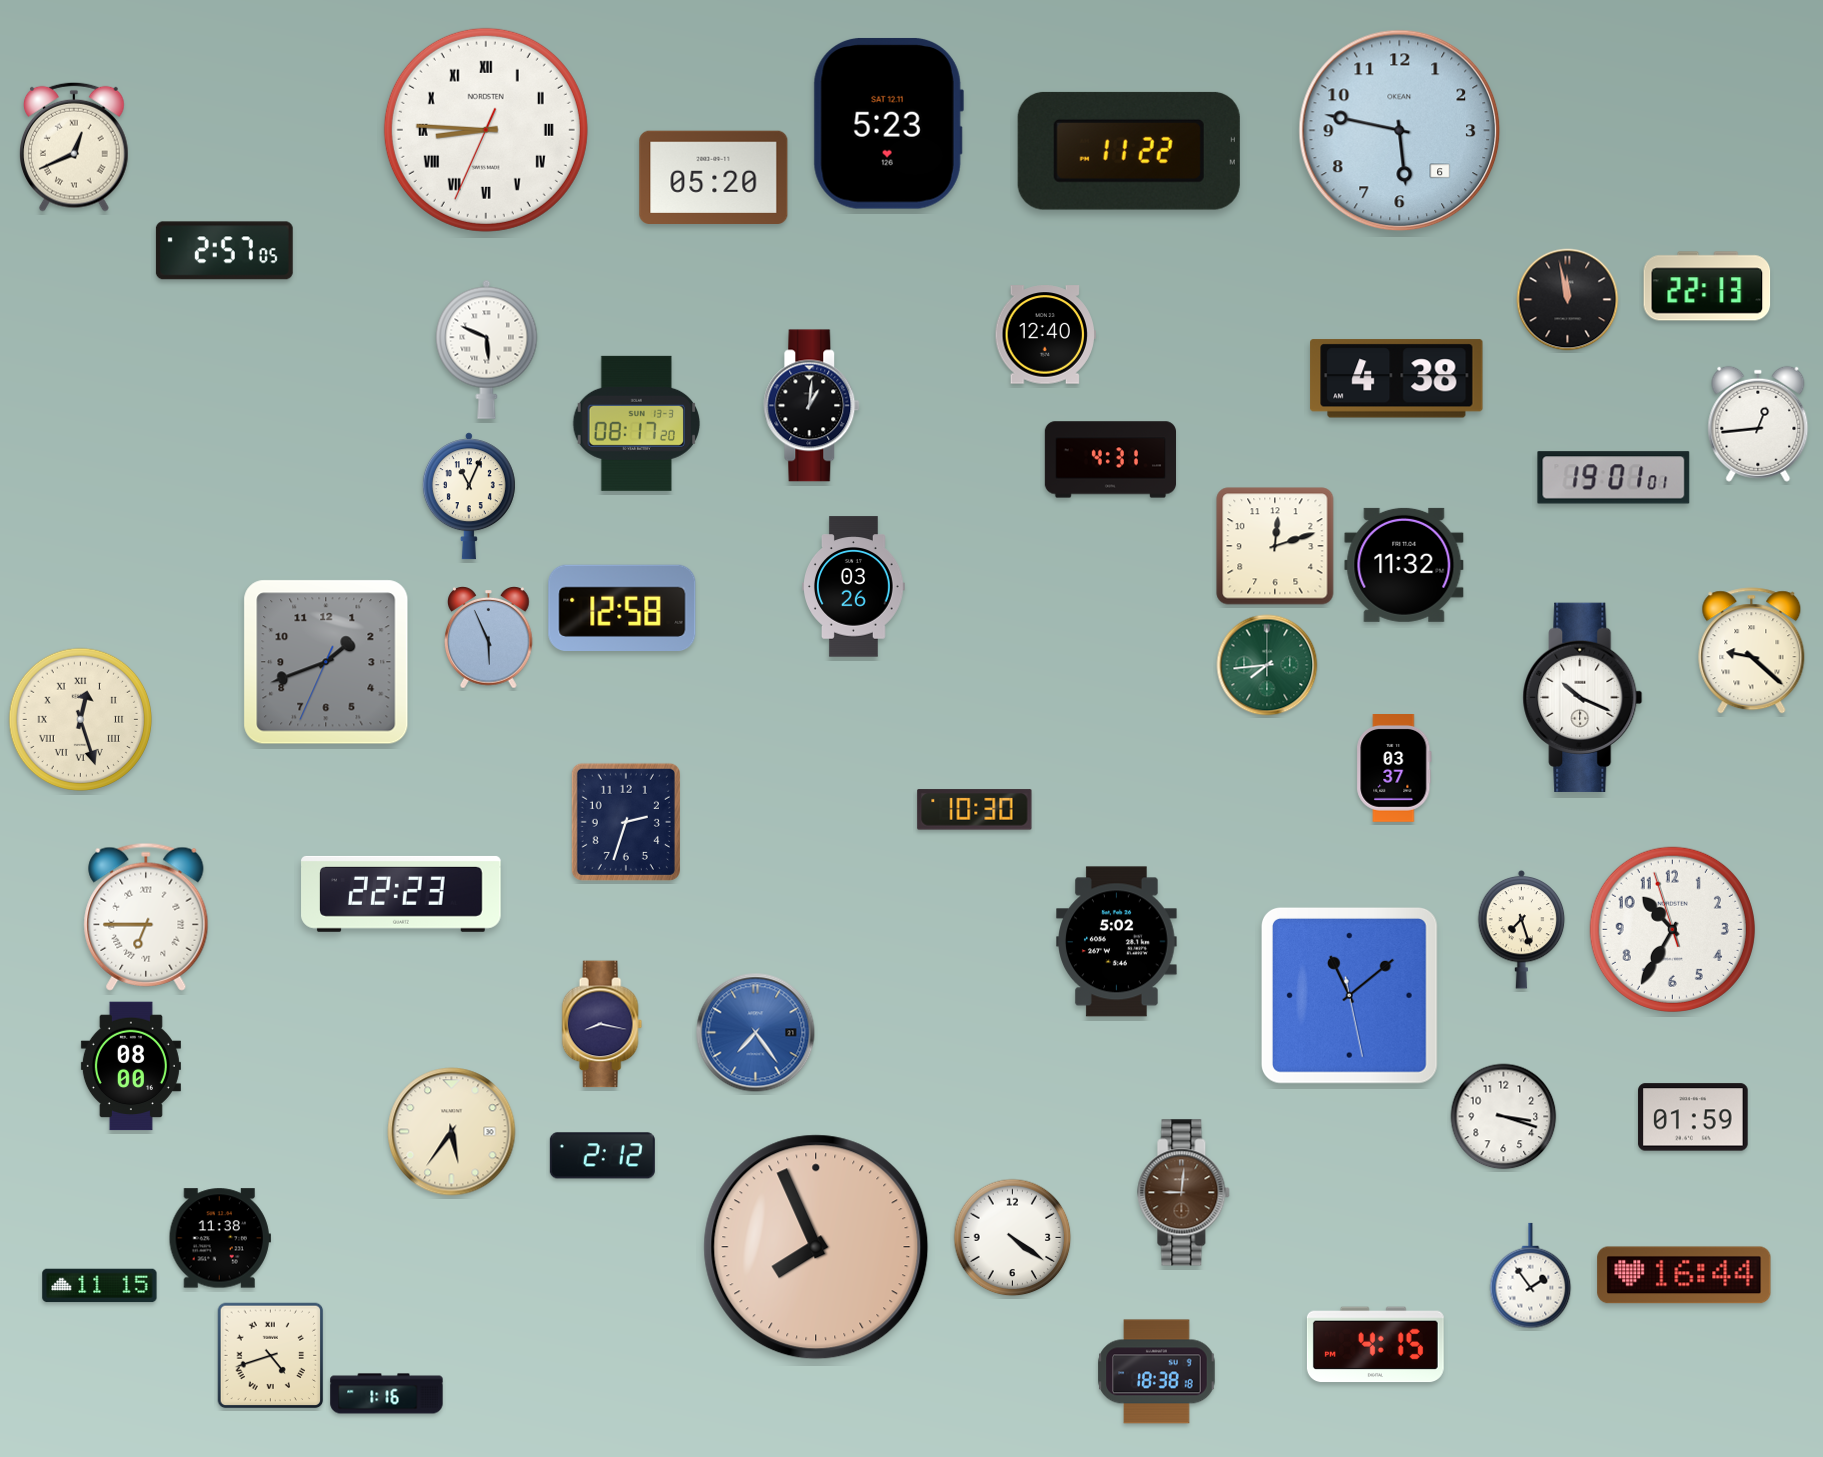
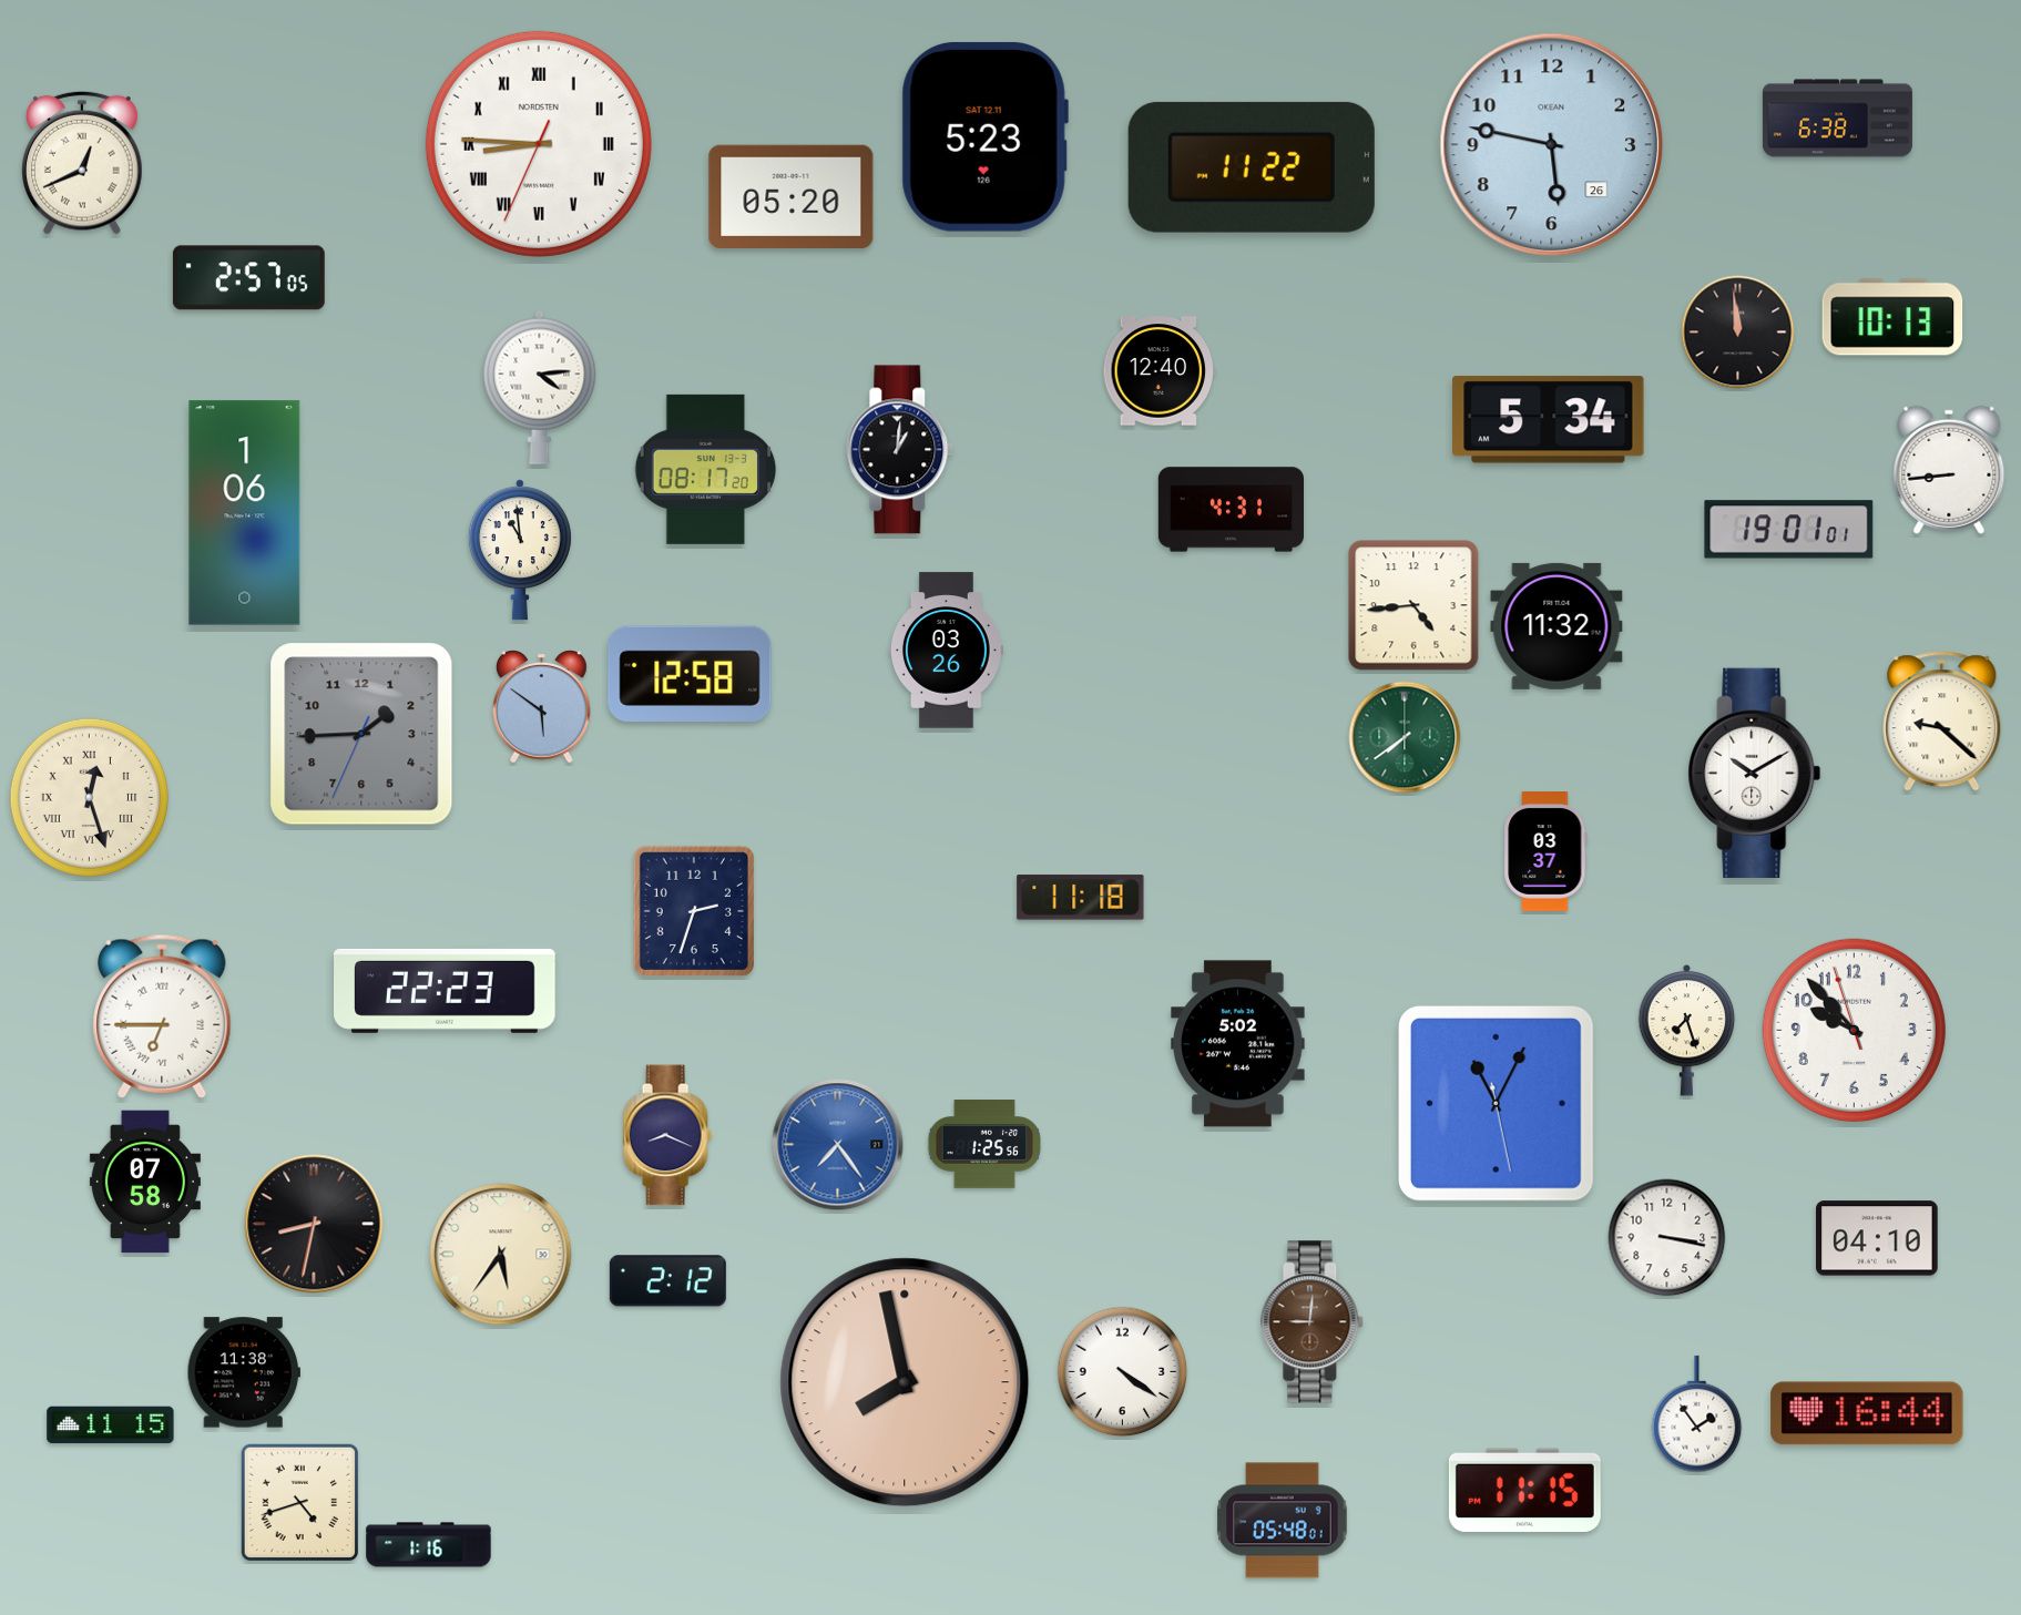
clock at (1837, 119): none -> 6:38
clock at (1400, 131) date: 6 -> 26
clock at (1707, 286): 22:13 -> 10:13
clock at (1568, 300): 11:58 -> 11:59
clock at (487, 349): 5:49 -> 4:14
clock at (1397, 379): 4:38 -> 5:34
clock at (1758, 424): 12:44 -> 8:44
clock at (245, 513): none -> 1:06
clock at (469, 496): 11:04 -> 10:59
clock at (1275, 546): 12:12 -> 4:44
clock at (489, 638): 5:56 -> 5:51
clock at (326, 662): 1:41 -> 1:44
clock at (1267, 665): 7:44 -> 7:39
clock at (1583, 697): 10:19 -> 10:10
clock at (975, 810): 10:30 -> 11:18
clock at (1672, 929): 10:34 -> 9:52
clock at (1349, 995): 11:08 -> 11:04
clock at (602, 1024): 8:17 -> 8:19
clock at (983, 1144): none -> 1:25
clock at (131, 1066): 08:00 -> 07:58
clock at (314, 1224): none -> 8:32
clock at (1504, 1117): 3:18 -> 3:17
clock at (1693, 1117): 01:59 -> 04:10
clock at (816, 1247): 7:56 -> 7:58
clock at (1375, 1345): 4:15 -> 11:15
clock at (1157, 1372): 18:38 -> 05:48
